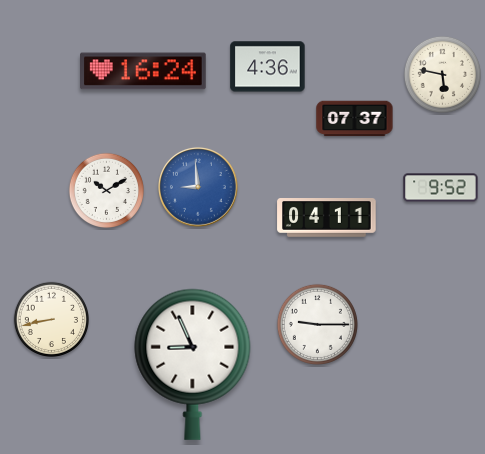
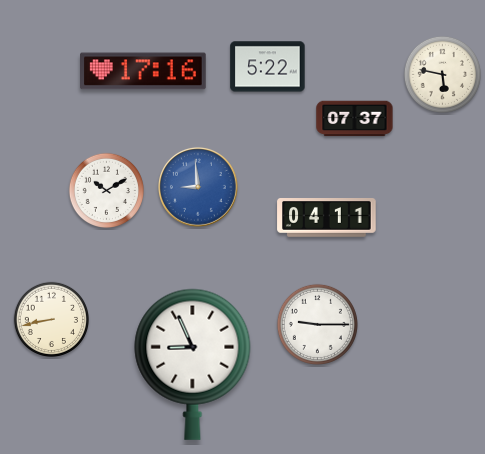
clock at (268, 67): 4:36 -> 5:22
clock at (144, 71): 16:24 -> 17:16
clock at (441, 188): 9:52 -> none
